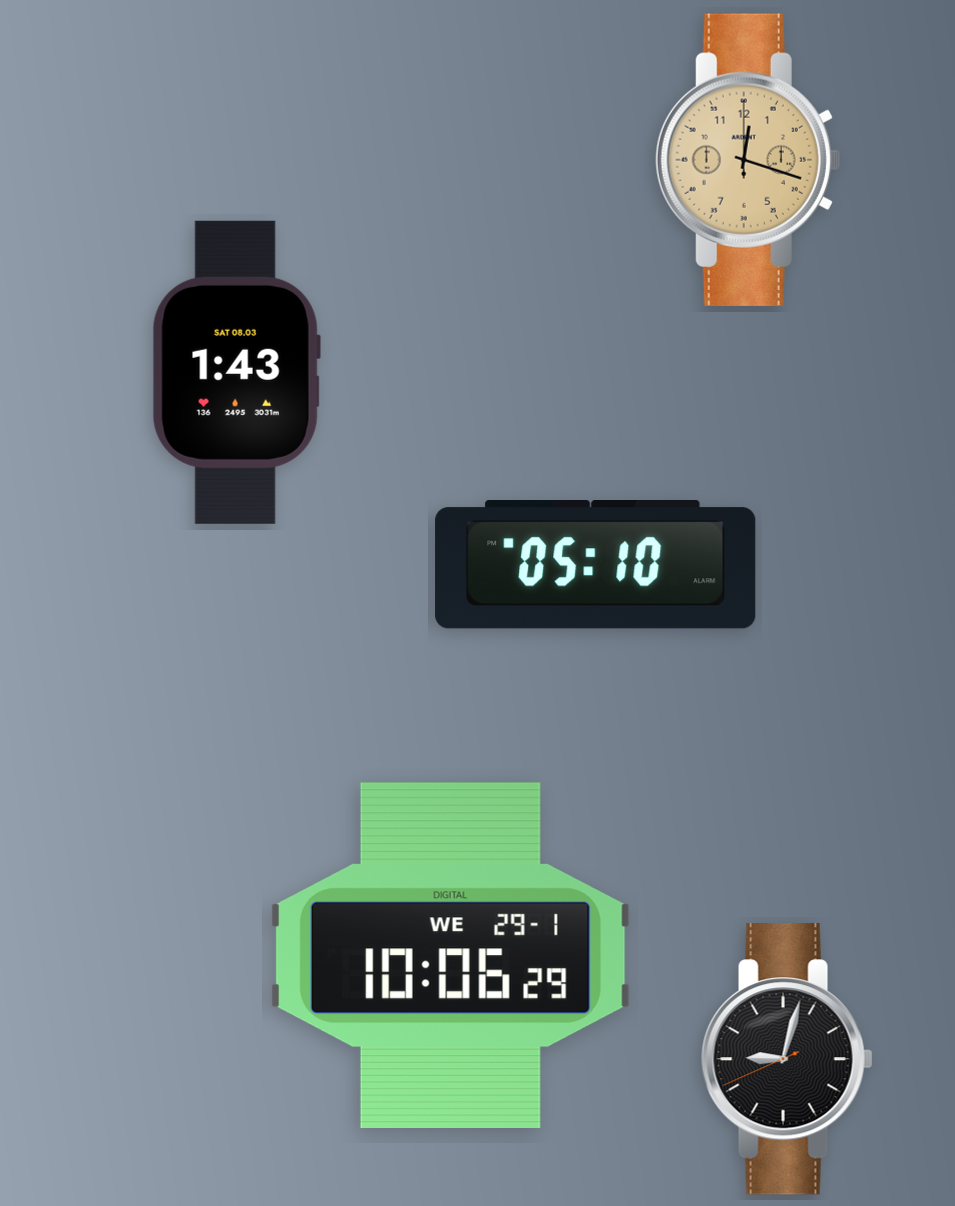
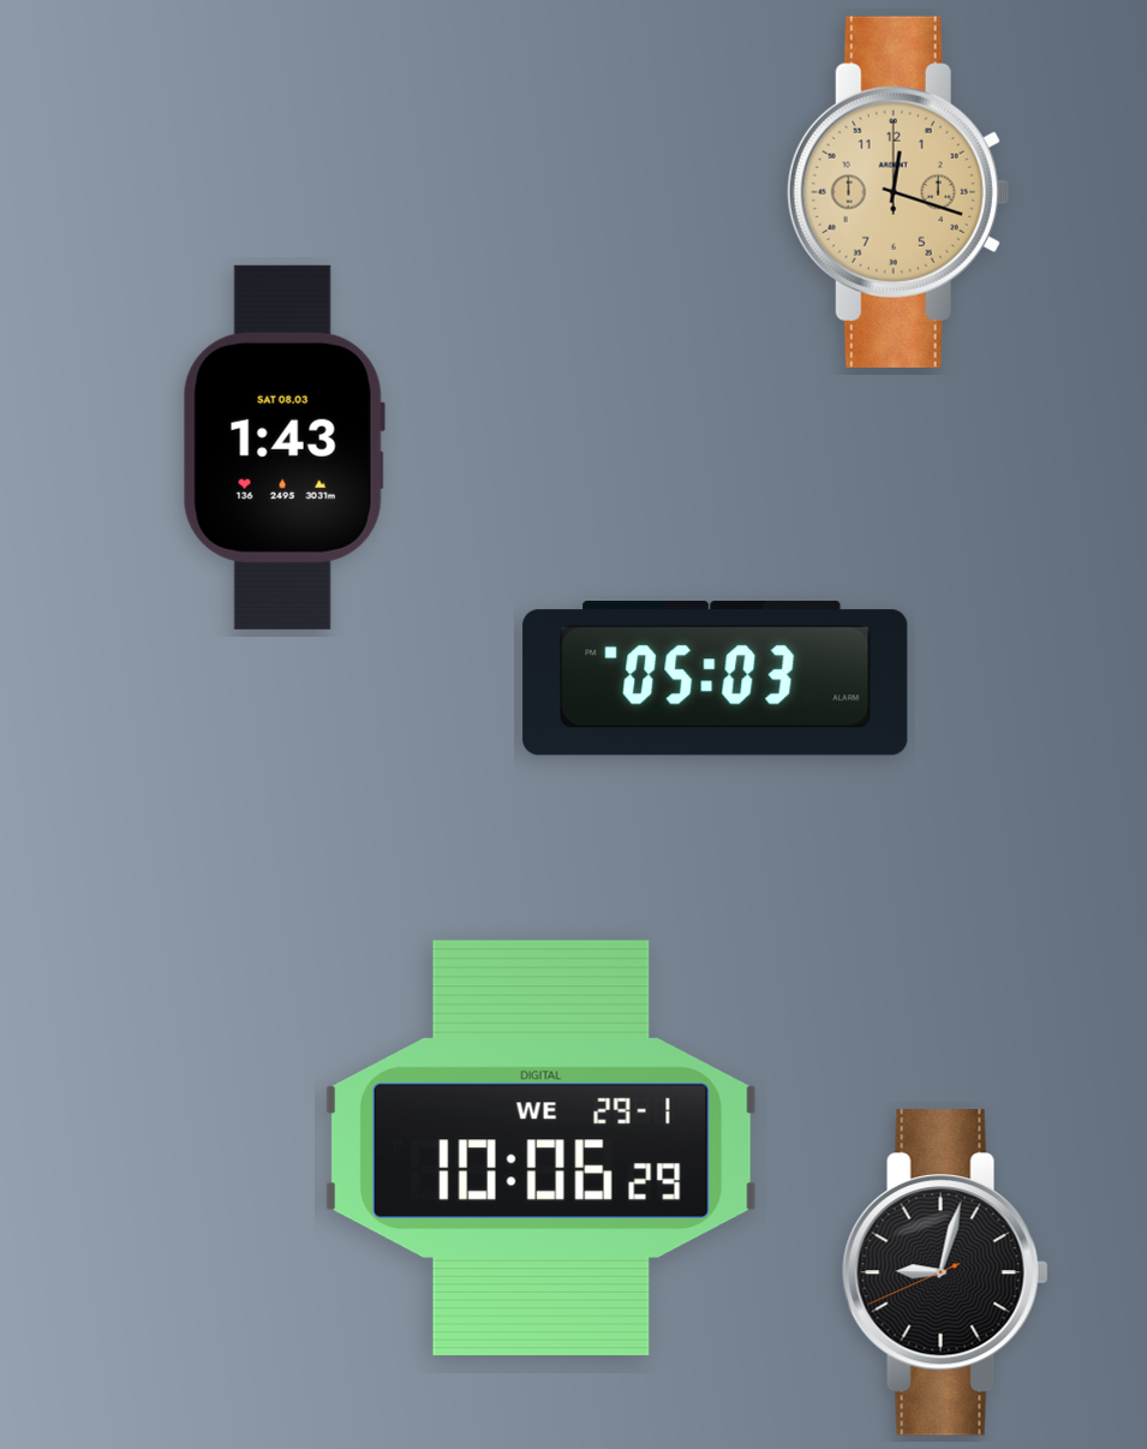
clock at (596, 565): 05:10 -> 05:03
